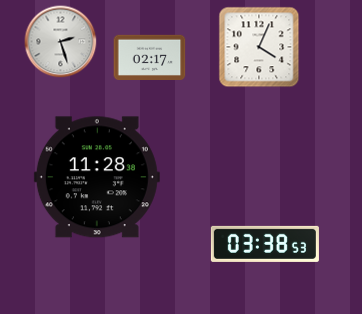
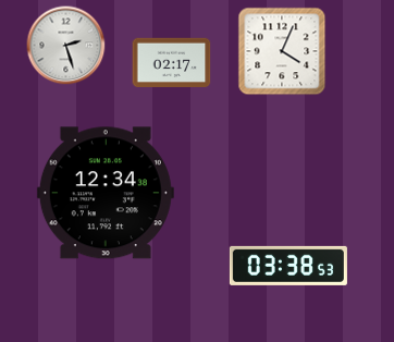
clock at (150, 57) position: (150, 57) -> (172, 62)
clock at (97, 177): 11:28 -> 12:34
